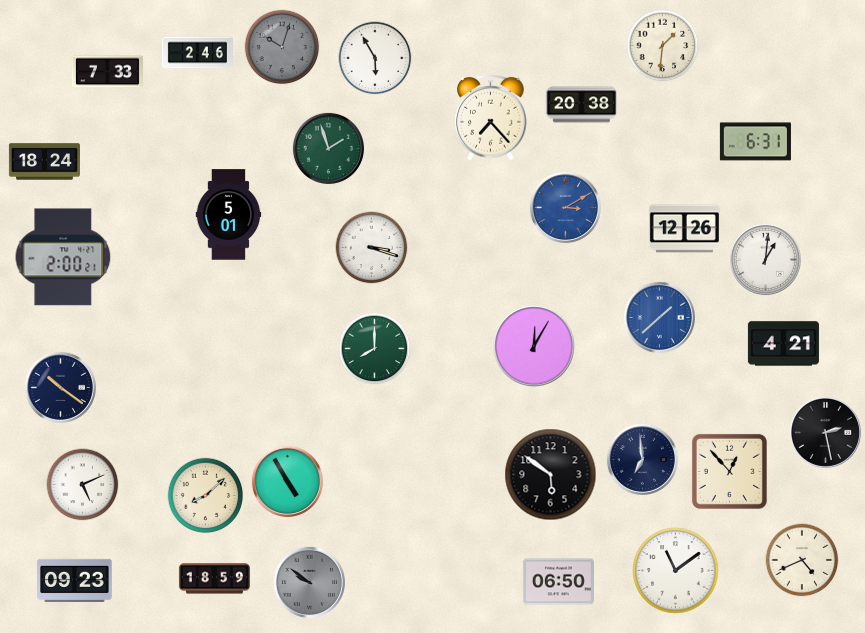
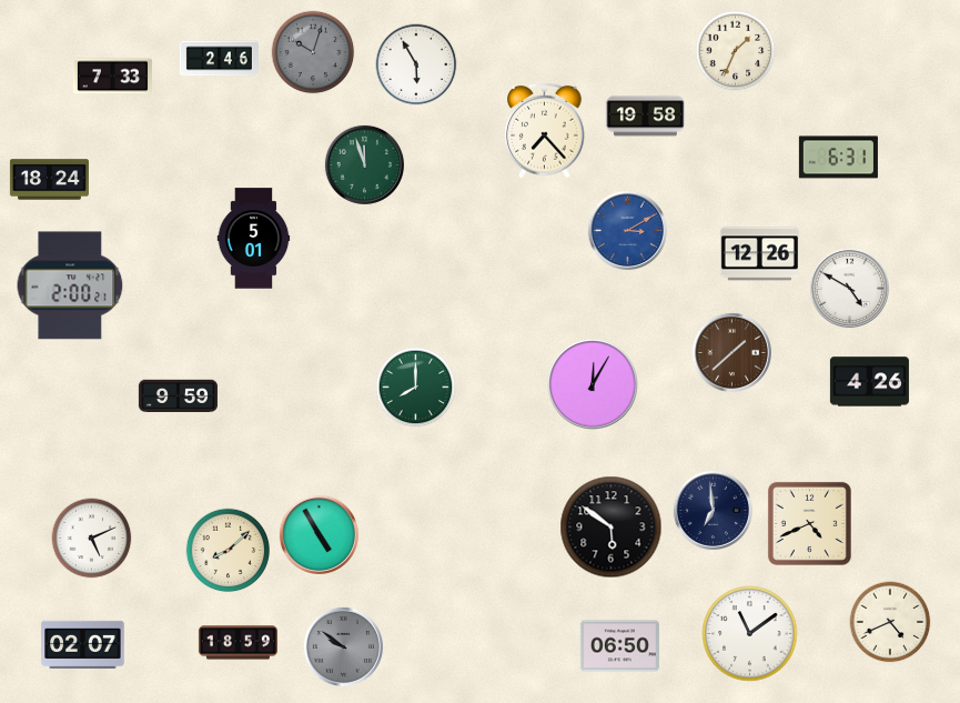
clock at (663, 46): 1:31 -> 1:34
clock at (107, 72) position: (107, 72) -> (112, 77)
clock at (581, 105): 20:38 -> 19:58
clock at (328, 148): 1:57 -> 11:57
clock at (372, 248): 3:18 -> none
clock at (765, 259): 1:01 -> 4:50
clock at (659, 317) dial: blue -> brown
clock at (783, 344): 4:21 -> 4:26
clock at (178, 396): none -> 9:59
clock at (60, 387): 10:21 -> none
clock at (825, 432): 2:28 -> none
clock at (729, 471): 12:53 -> 4:41
clock at (75, 580): 09:23 -> 02:07
